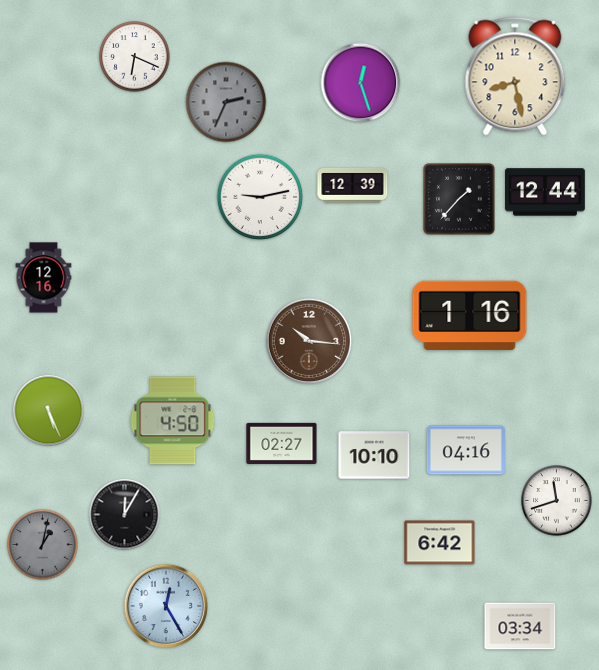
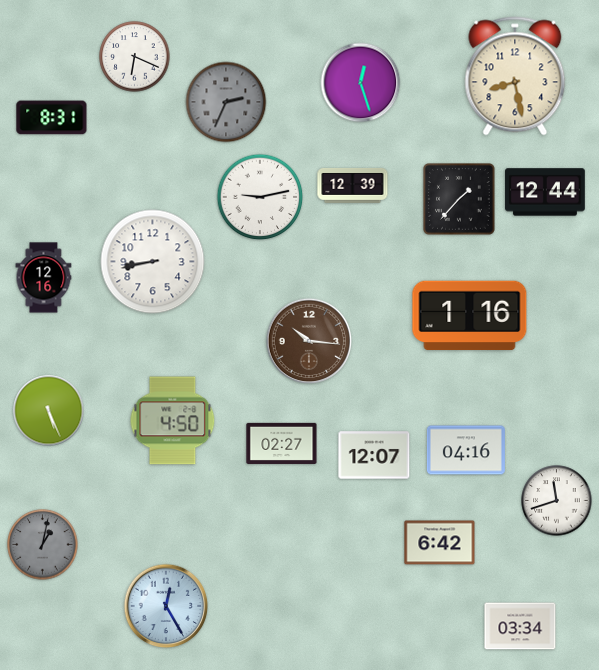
clock at (52, 118): none -> 8:31
clock at (153, 262): none -> 8:43
clock at (374, 455): 10:10 -> 12:07
clock at (125, 515): 12:05 -> none
